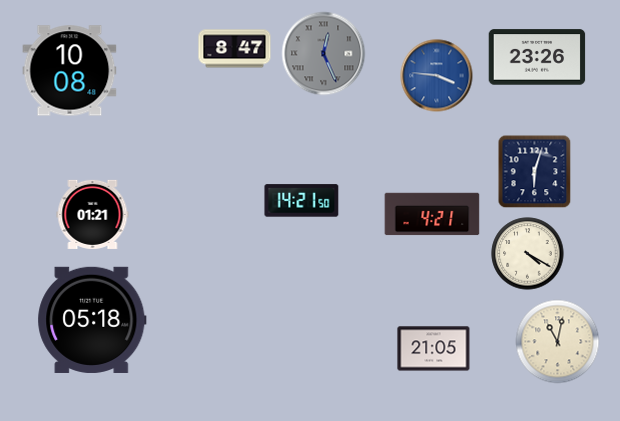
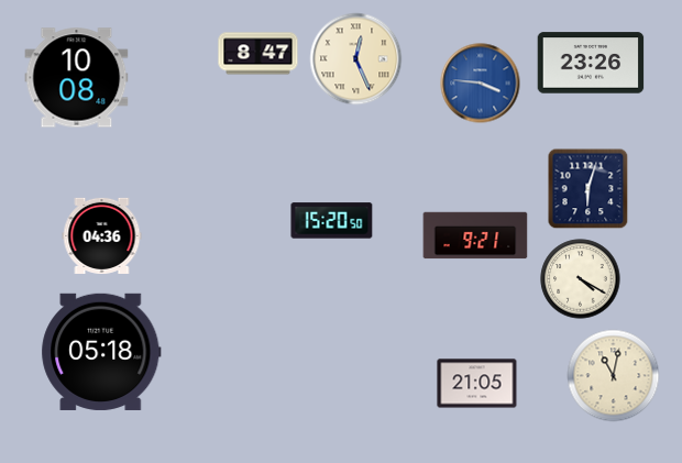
clock at (324, 54) dial: grey -> cream
clock at (302, 201): 14:21 -> 15:20
clock at (93, 214): 01:21 -> 04:36
clock at (432, 214): 4:21 -> 9:21
